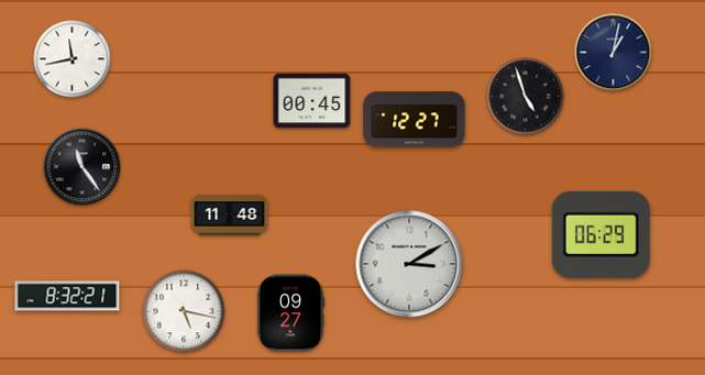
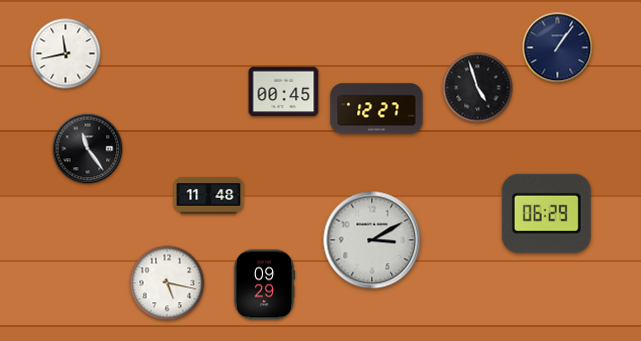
clock at (614, 53): 1:02 -> 1:06
clock at (82, 167) position: (82, 167) -> (88, 149)
clock at (67, 296): 8:32 -> none
clock at (290, 313): 09:27 -> 09:29
